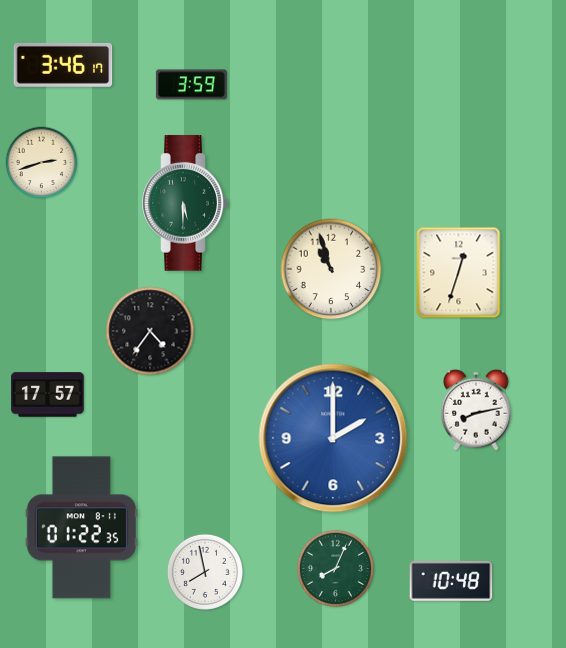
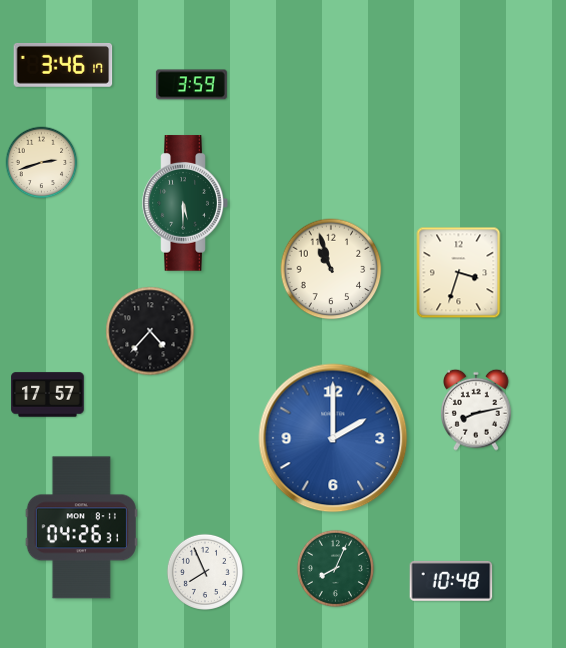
clock at (459, 273): 12:33 -> 3:33
clock at (150, 331): 4:36 -> 4:37
clock at (81, 528): 01:22 -> 04:26
clock at (205, 572): 7:58 -> 7:56
